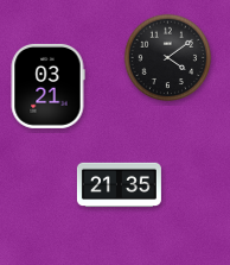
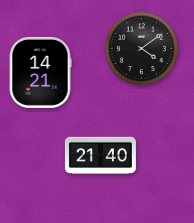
clock at (47, 86): 03:21 -> 14:21
clock at (119, 185): 21:35 -> 21:40
